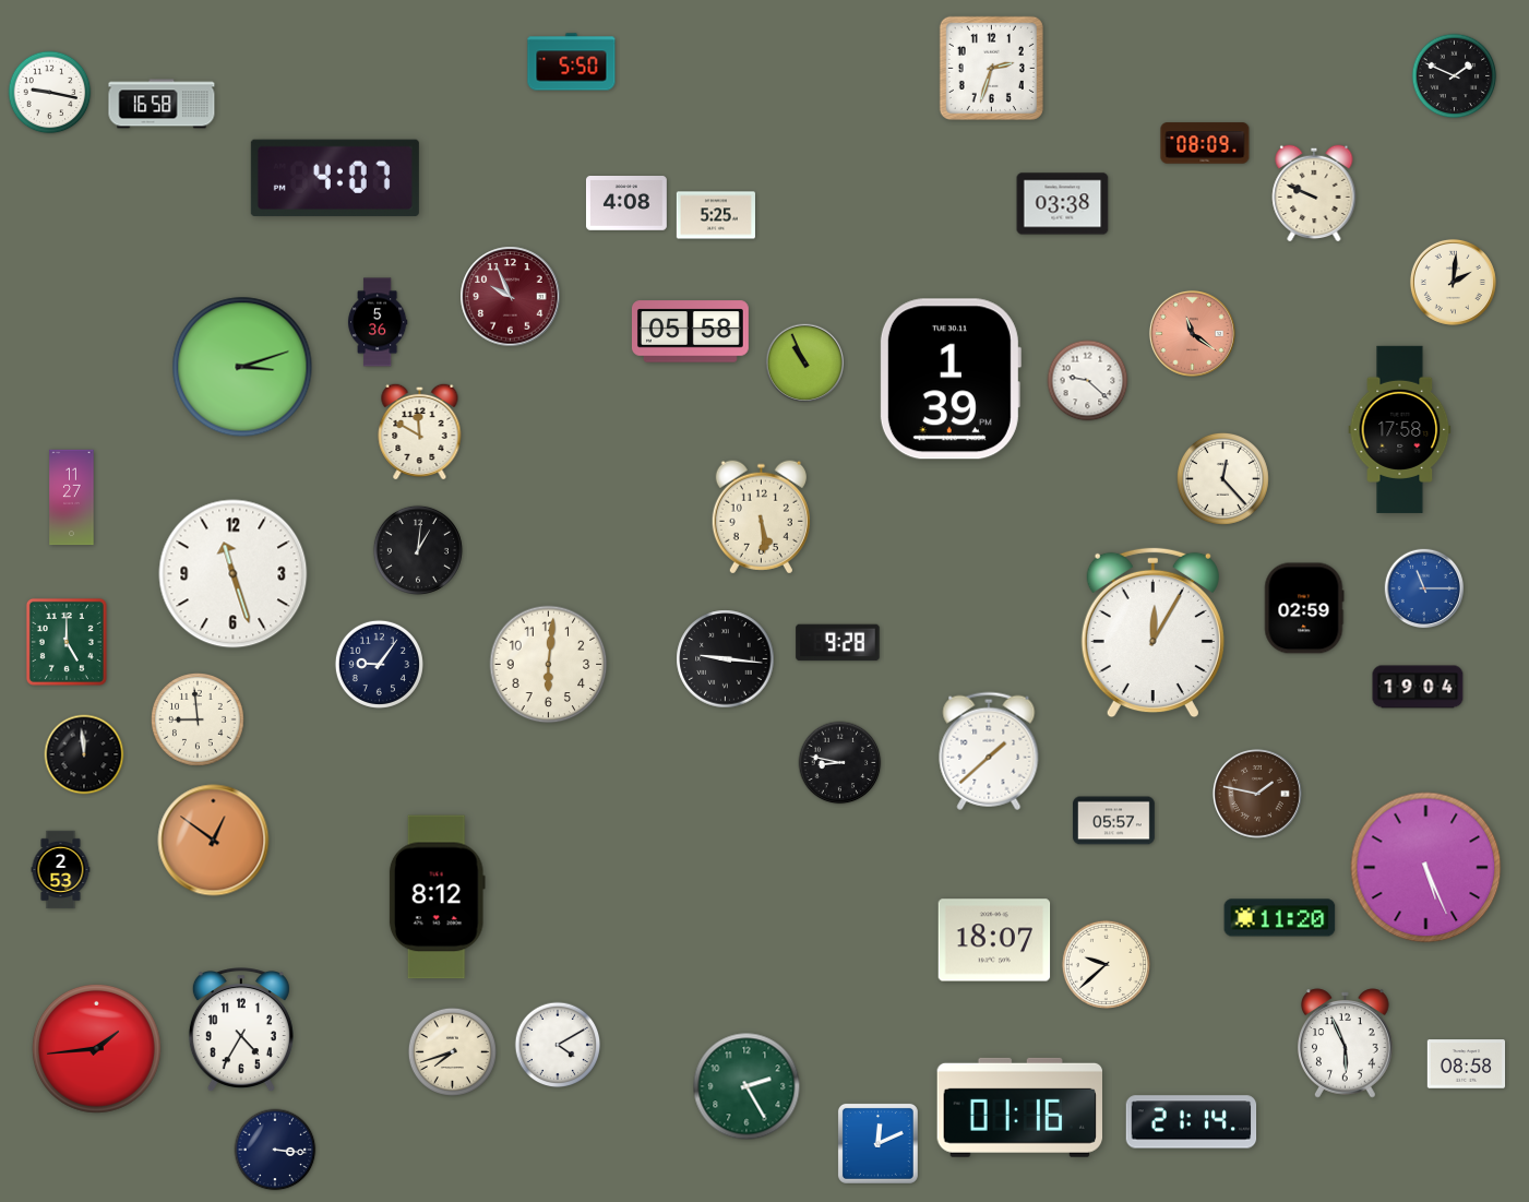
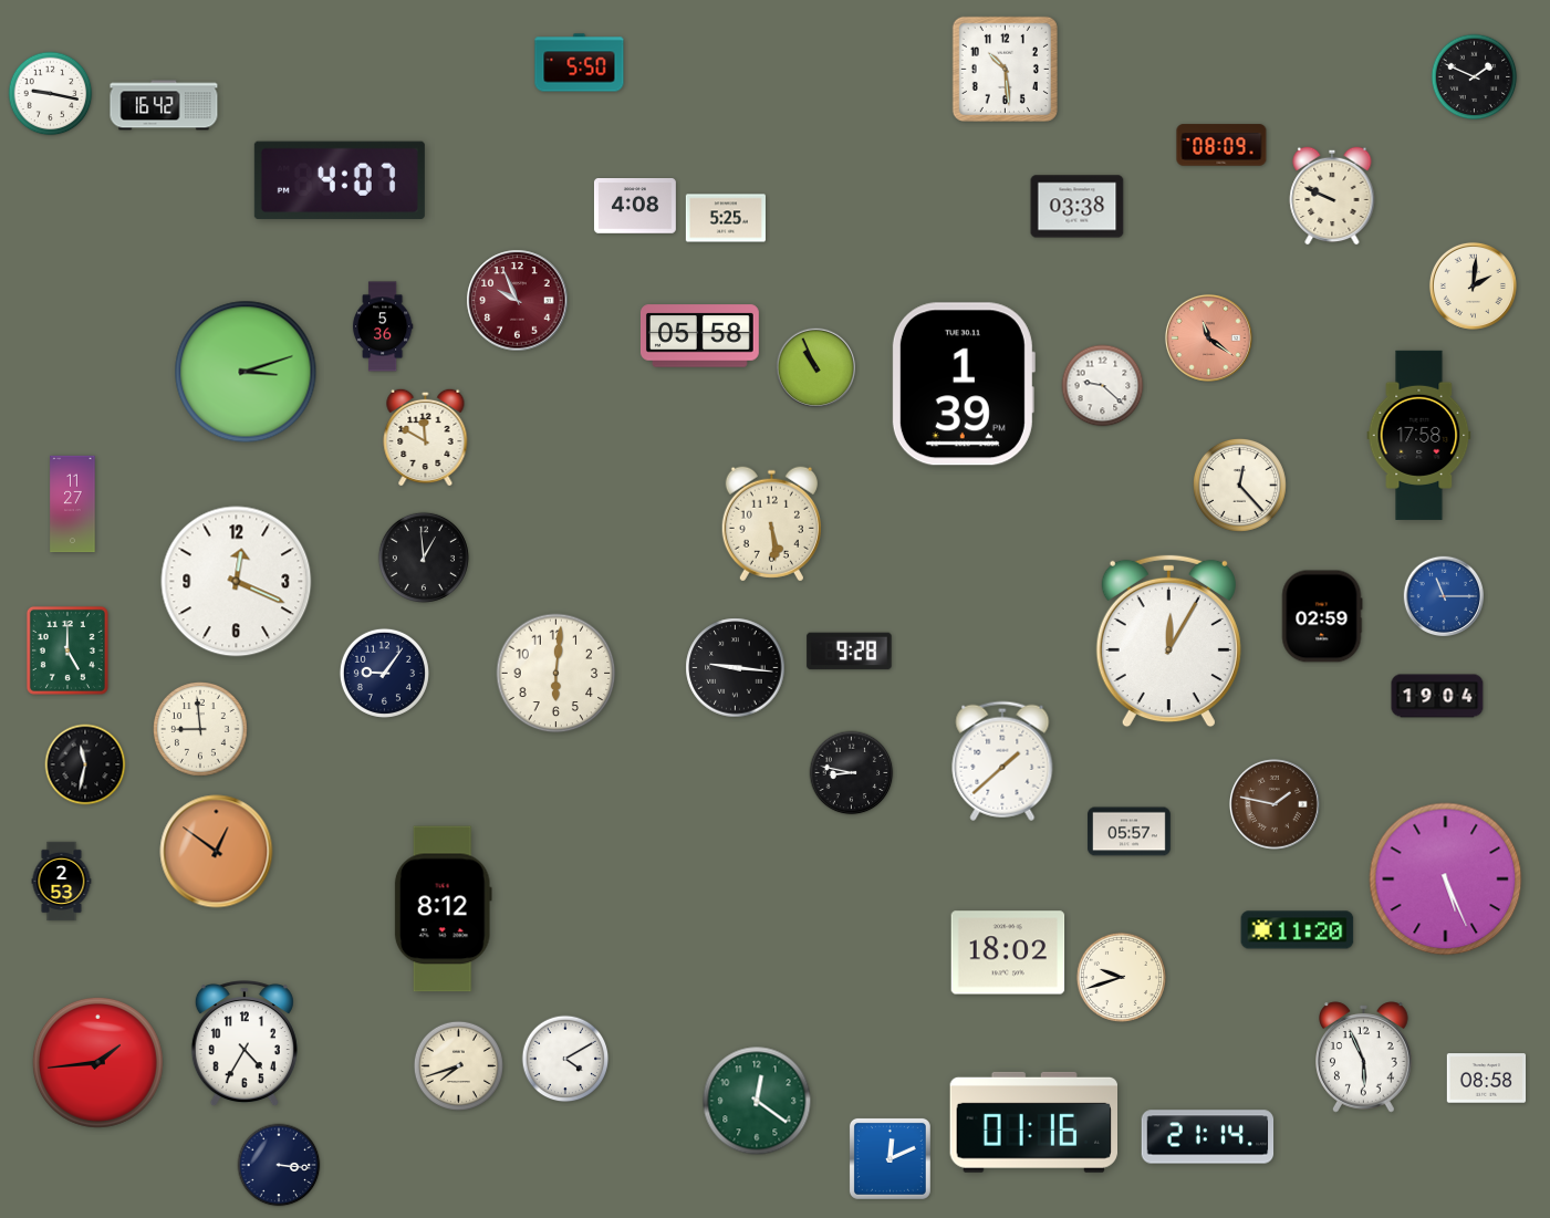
clock at (991, 68): 2:33 -> 10:29
clock at (162, 104): 16:58 -> 16:42
clock at (418, 550): 1:01 -> 12:59
clock at (234, 574): 11:27 -> 12:19
clock at (84, 754): 11:59 -> 11:32
clock at (994, 940): 18:07 -> 18:02
clock at (1106, 964): 9:38 -> 9:42
clock at (746, 1086): 2:25 -> 12:21
